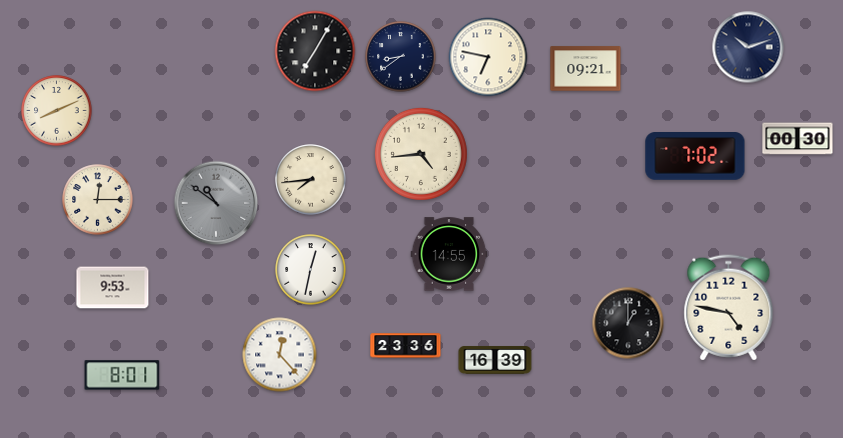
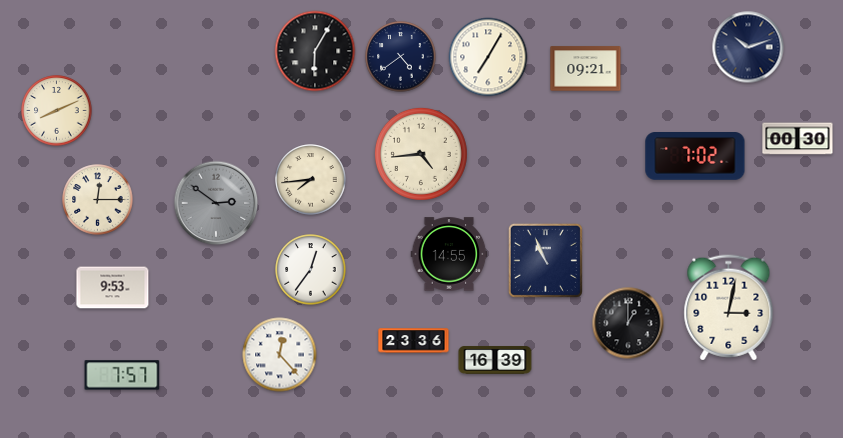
clock at (315, 51): 7:05 -> 6:05
clock at (401, 57): 8:39 -> 4:39
clock at (488, 57): 6:47 -> 7:05
clock at (216, 203): 10:51 -> 2:51
clock at (545, 260): none -> 10:56
clock at (311, 270): 12:32 -> 12:36
clock at (729, 308): 4:47 -> 3:02
clock at (406, 346) position: (406, 346) -> (414, 341)
clock at (122, 375): 8:01 -> 7:57
